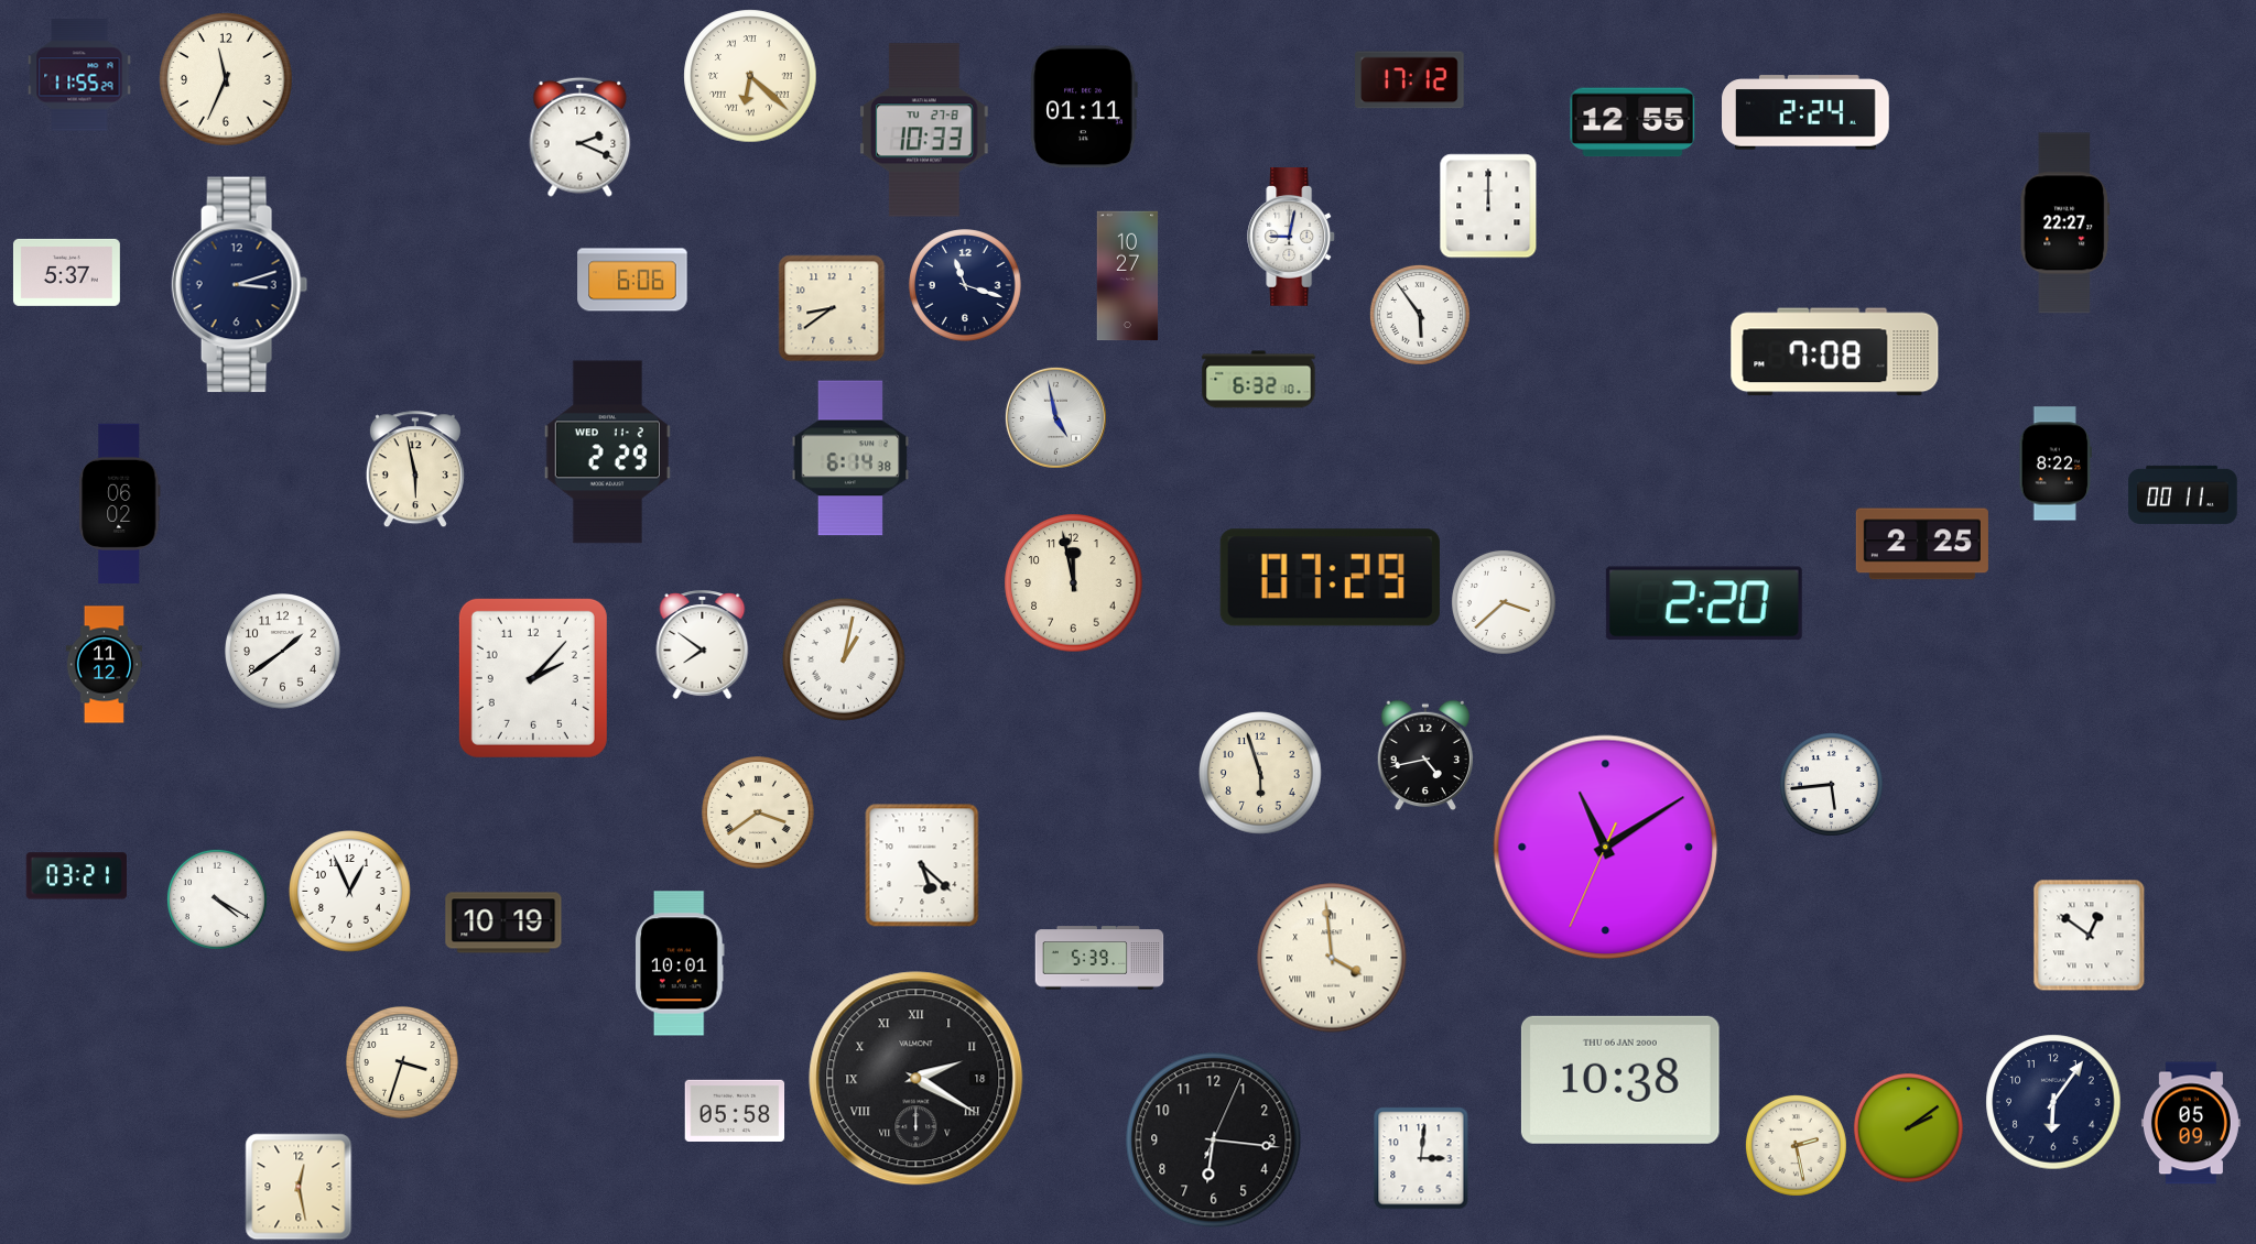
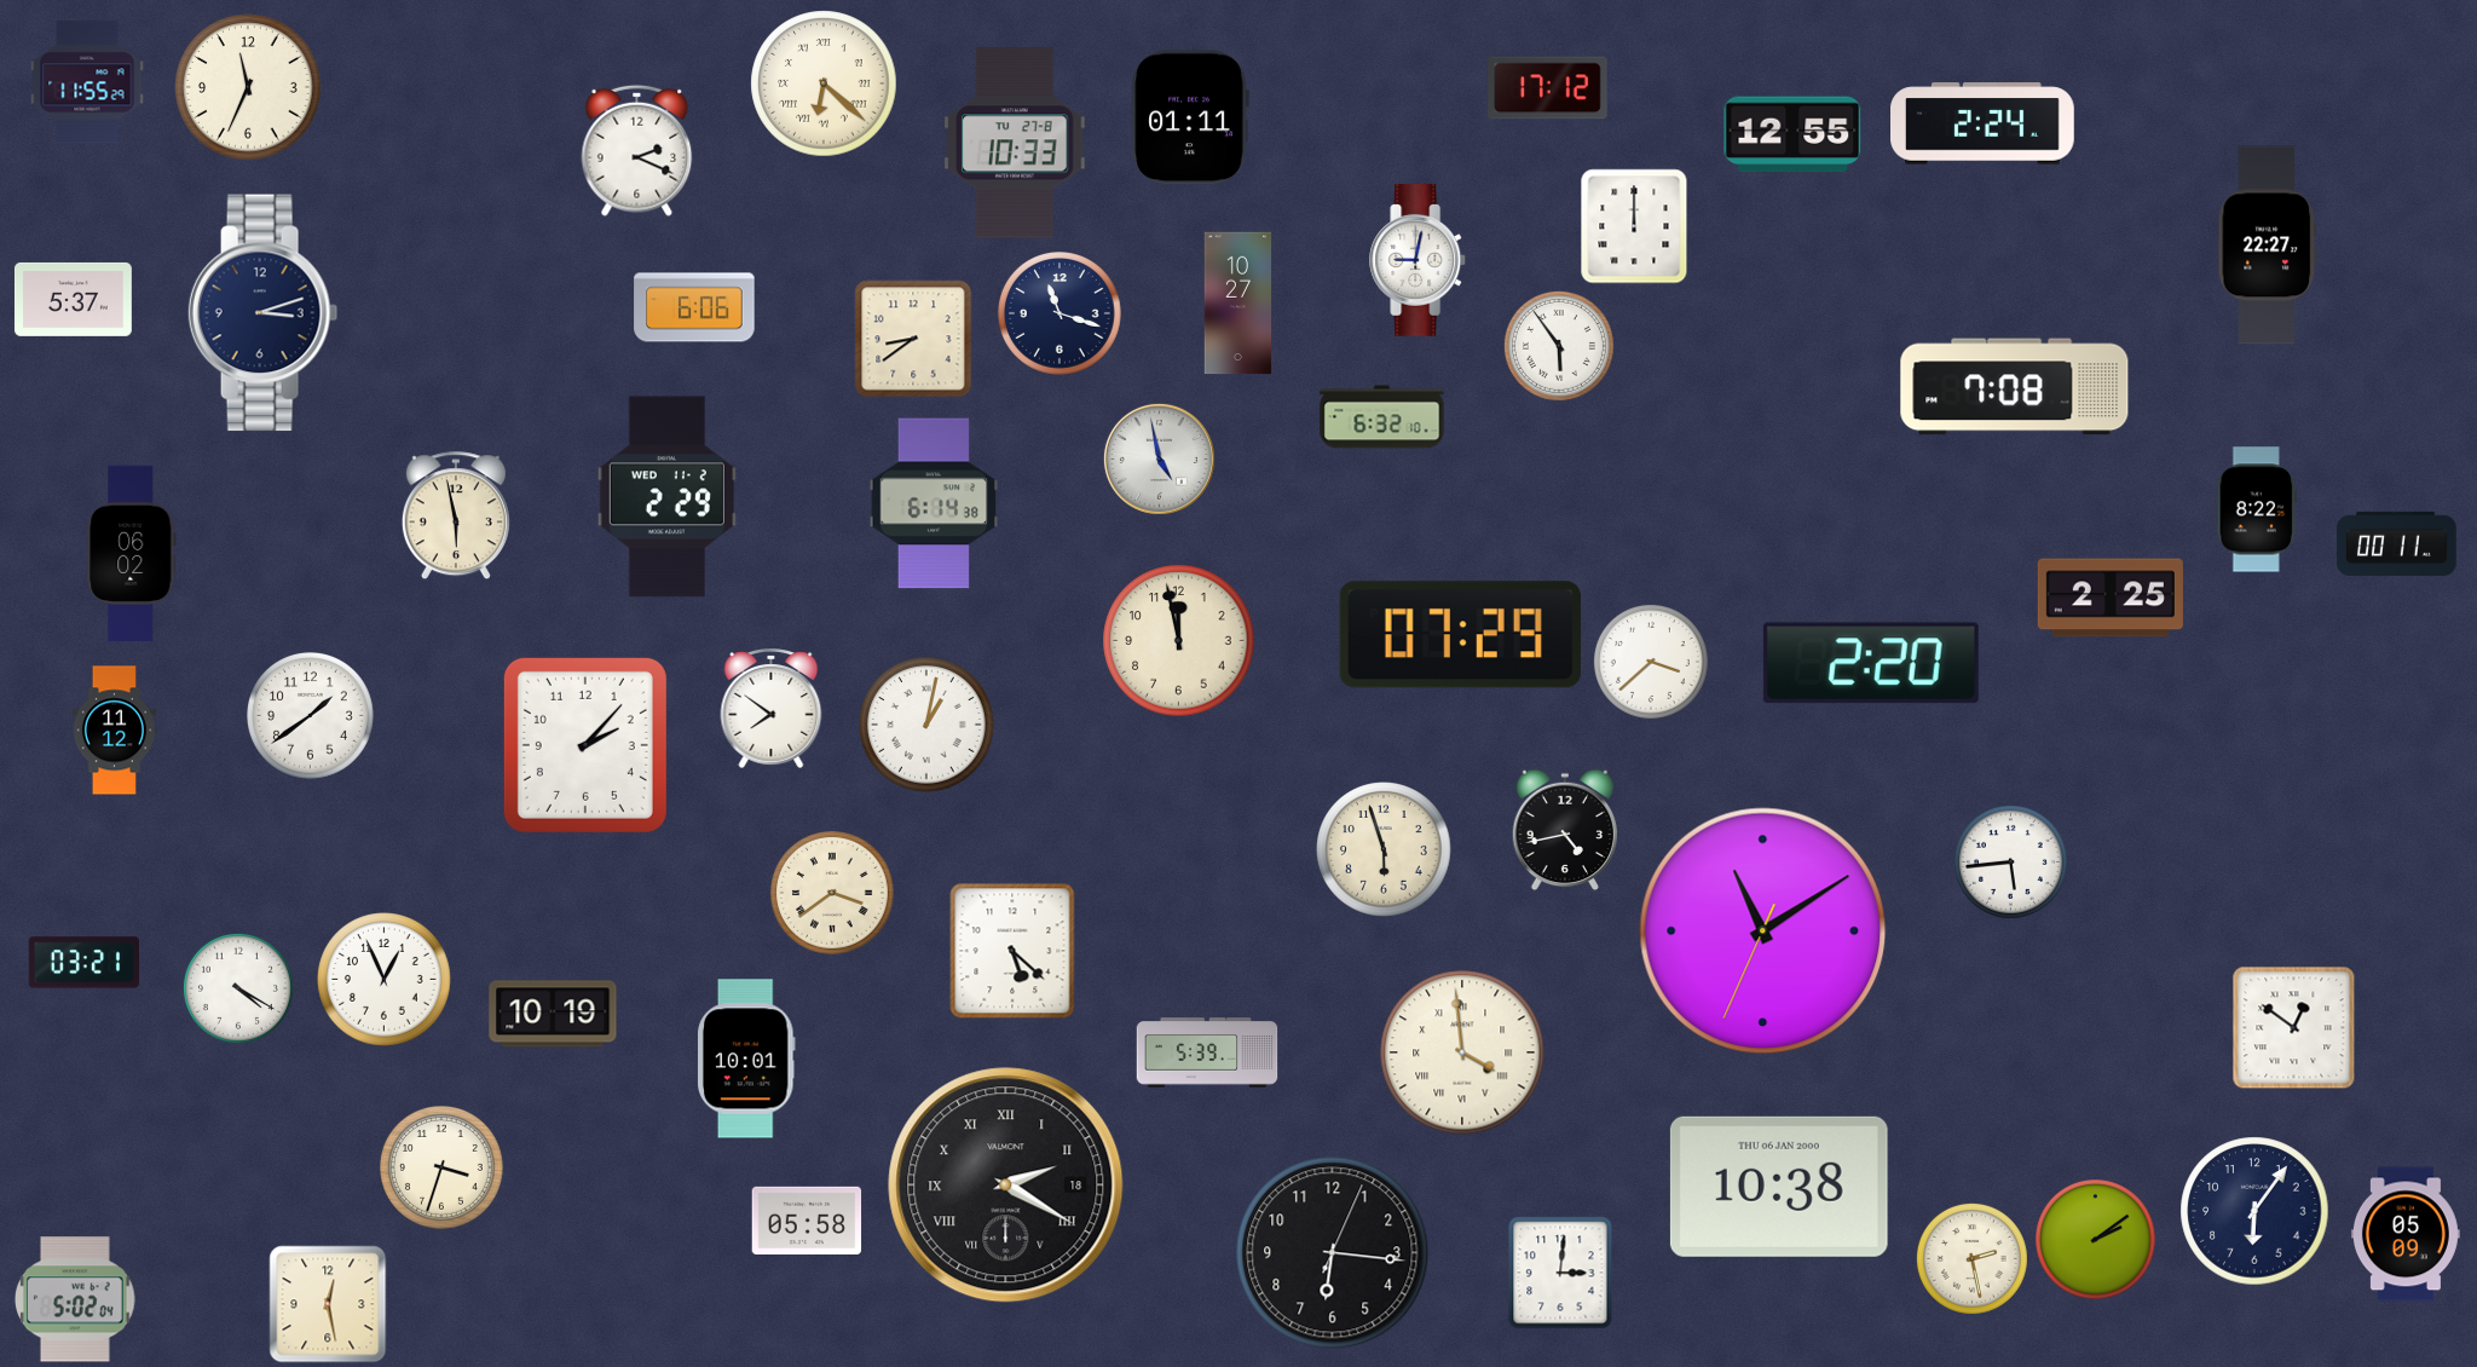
clock at (76, 1299): none -> 5:02
